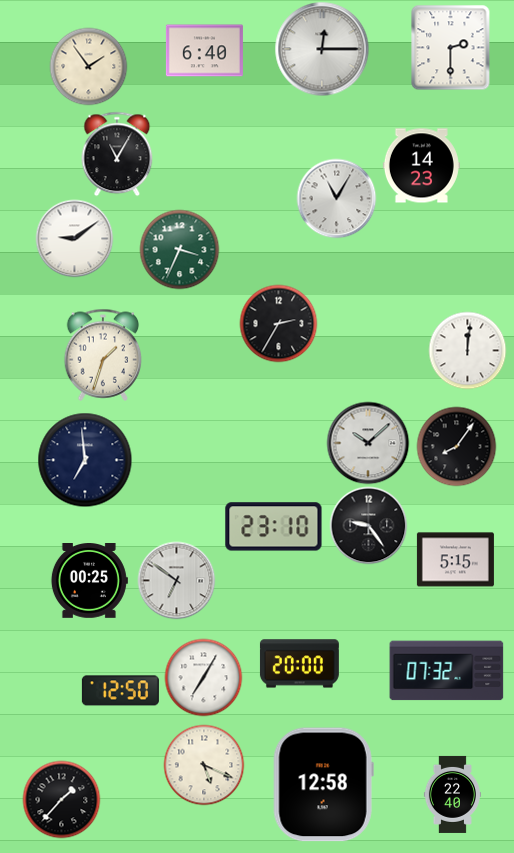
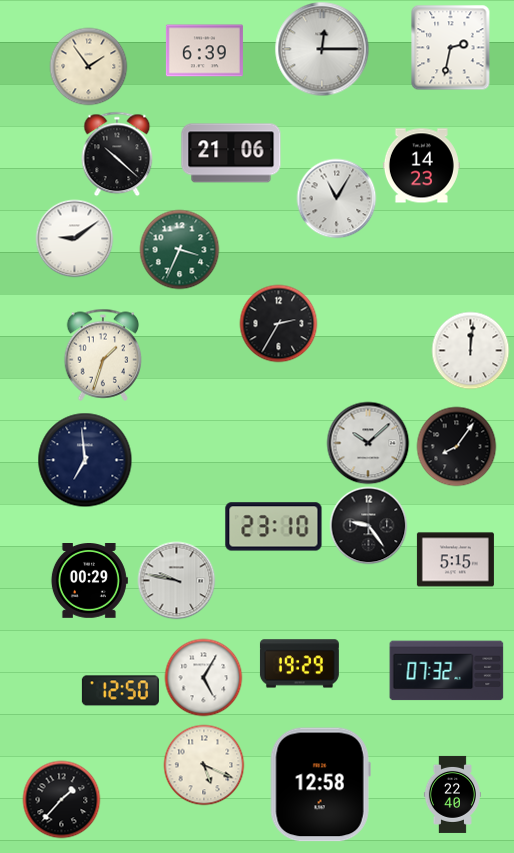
clock at (451, 47): 2:30 -> 2:32
clock at (204, 51): 6:40 -> 6:39
clock at (231, 153): none -> 21:06
clock at (117, 154): 11:05 -> 10:22
clock at (467, 350) position: (467, 350) -> (470, 350)
clock at (176, 580): 6:51 -> 9:47
clock at (89, 581): 00:25 -> 00:29
clock at (299, 664): 20:00 -> 19:29
clock at (203, 677): 7:05 -> 5:05
clock at (323, 785) position: (323, 785) -> (320, 785)
